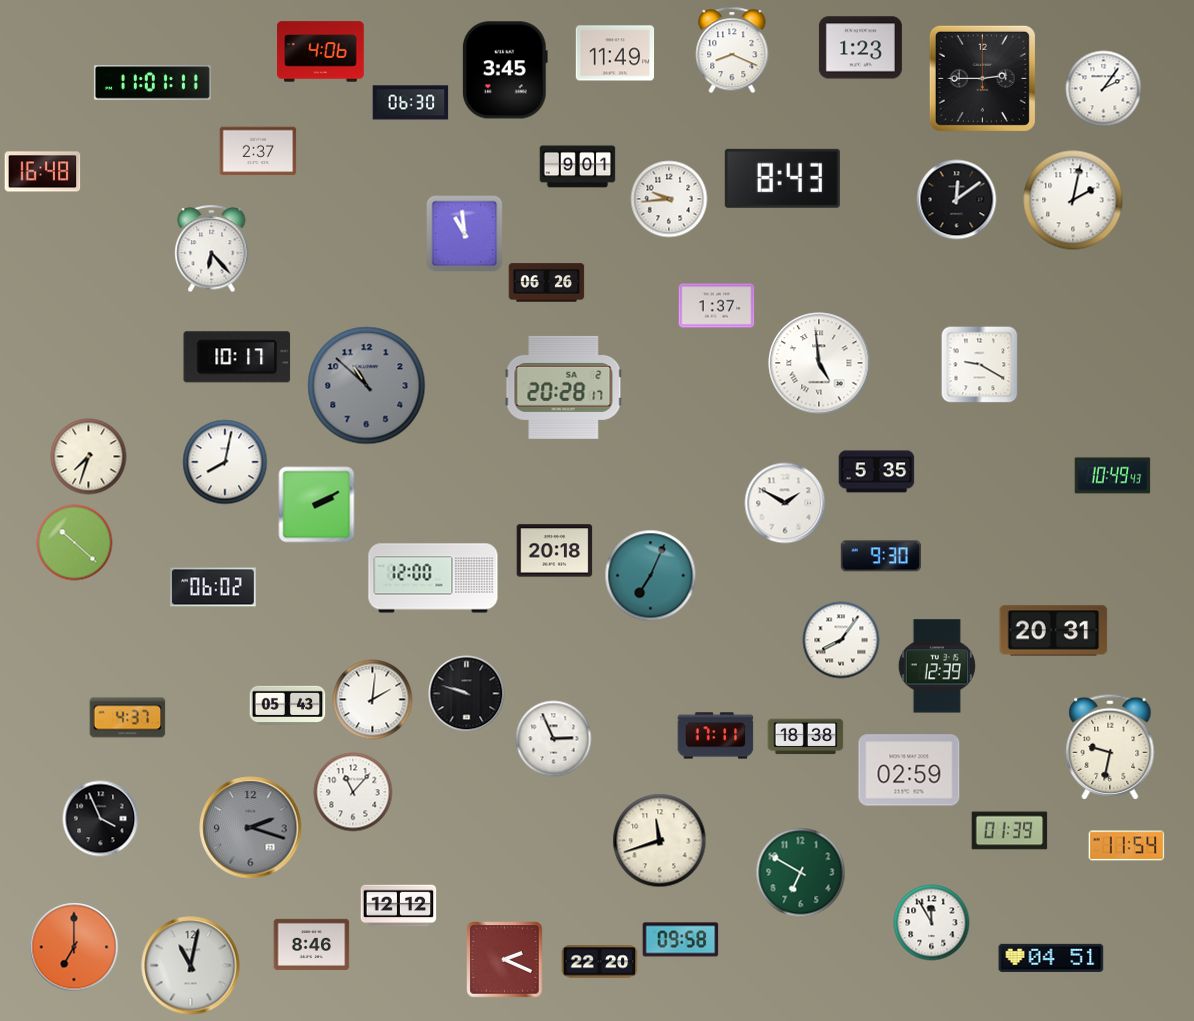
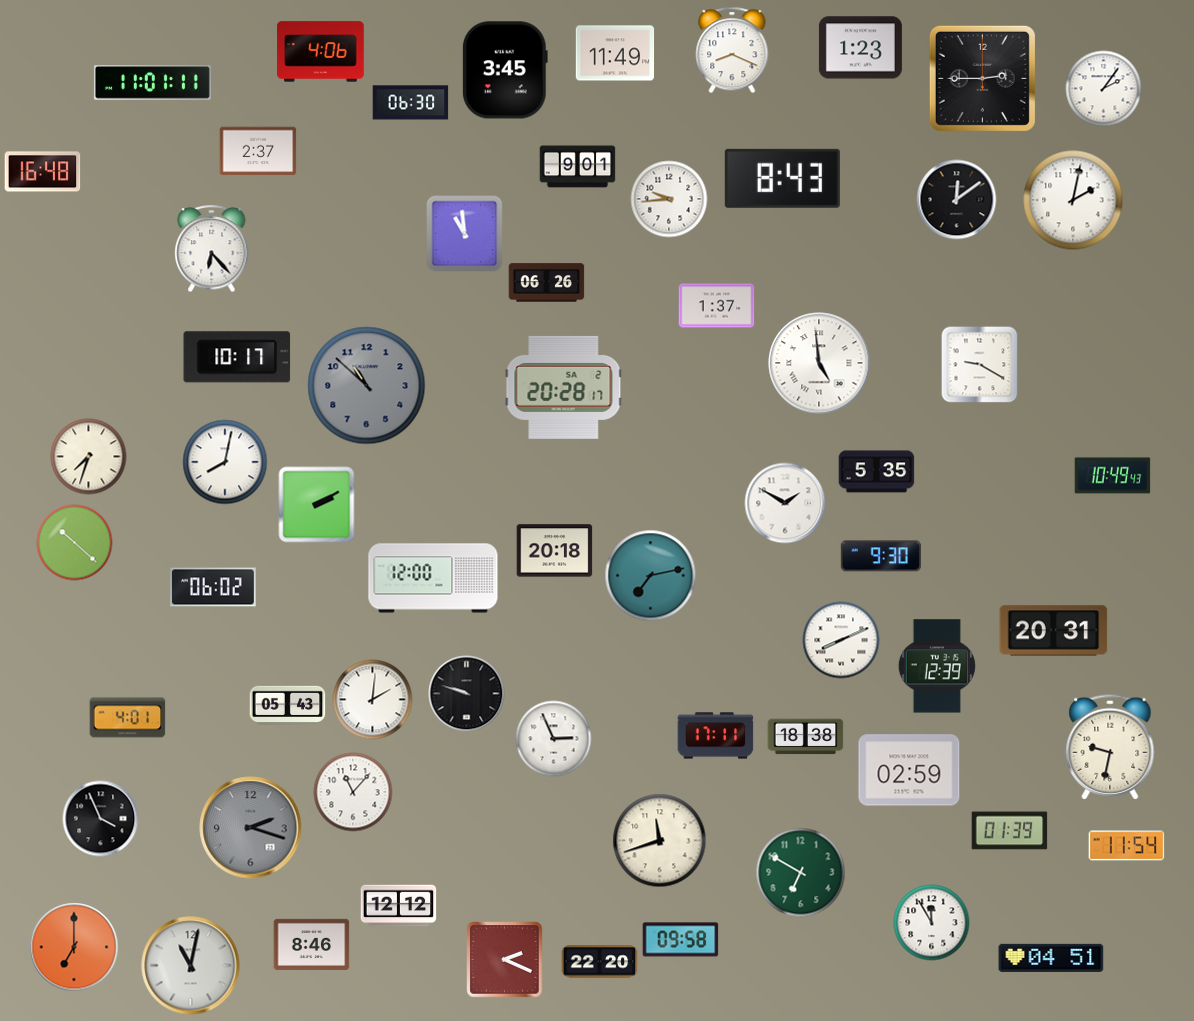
clock at (651, 576): 7:04 -> 7:13
clock at (841, 640): 8:06 -> 8:11
clock at (128, 718): 4:37 -> 4:01
